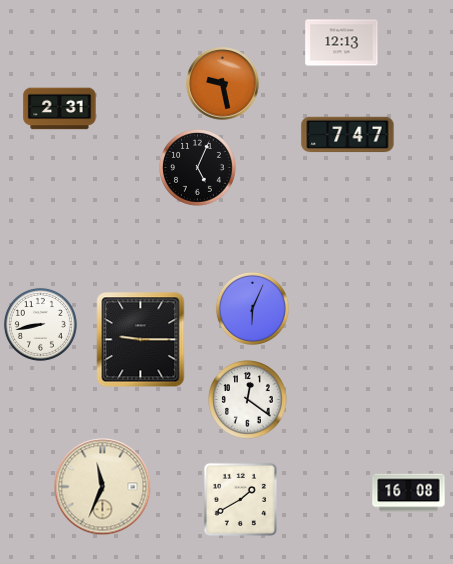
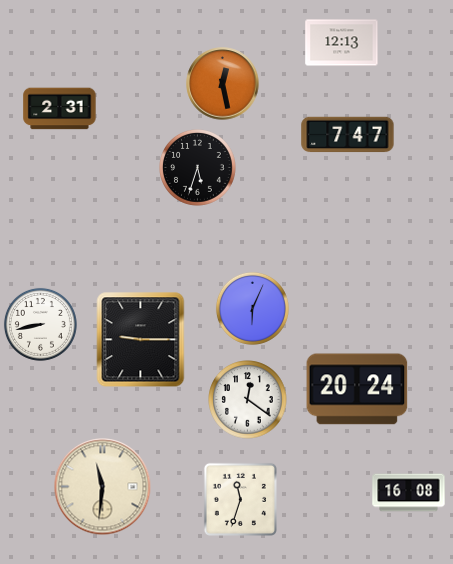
clock at (223, 84): 9:28 -> 12:28
clock at (198, 168): 5:04 -> 5:33
clock at (357, 389): none -> 20:24
clock at (103, 487): 11:34 -> 11:31
clock at (240, 499): 1:40 -> 11:33
